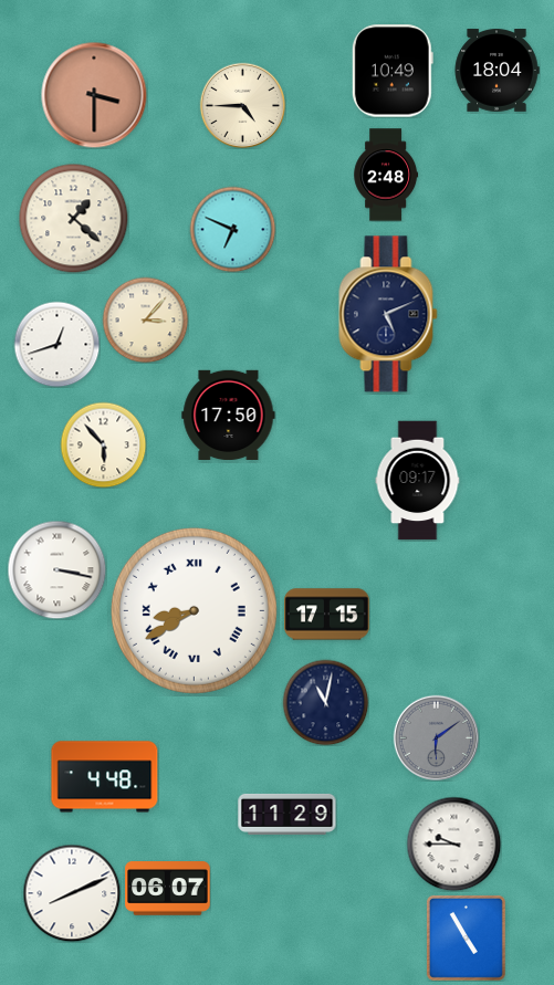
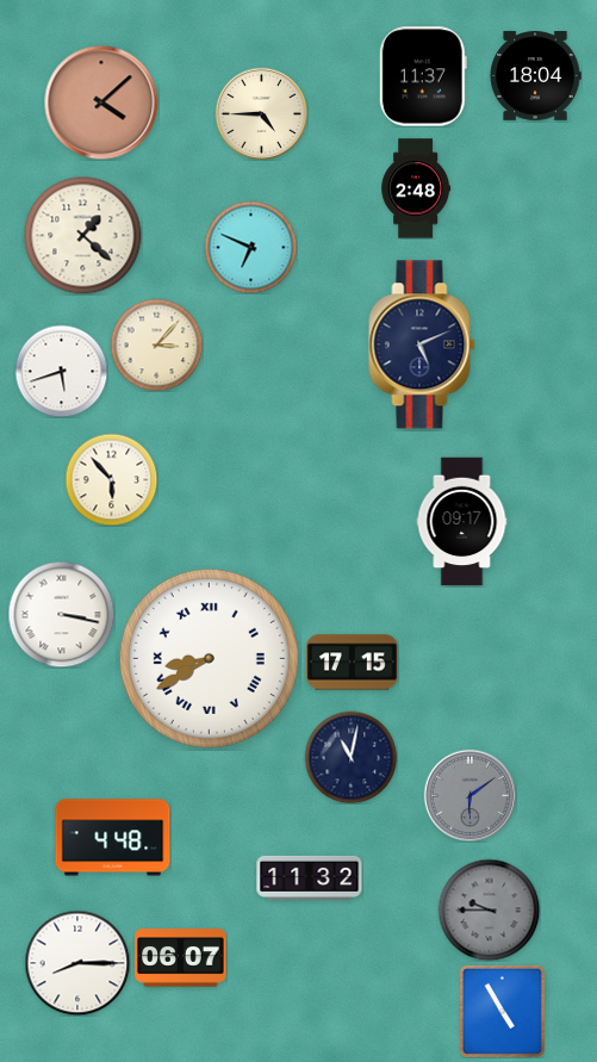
clock at (393, 71): 10:49 -> 11:37
clock at (94, 95): 3:30 -> 4:08
clock at (74, 219) position: (74, 219) -> (83, 236)
clock at (388, 314) position: (388, 314) -> (422, 344)
clock at (56, 344): 12:42 -> 5:42
clock at (229, 415): 17:50 -> none
clock at (418, 481) position: (418, 481) -> (462, 522)
clock at (288, 814): 11:29 -> 11:32
clock at (453, 843) dial: white -> grey
clock at (72, 893): 8:11 -> 8:15
